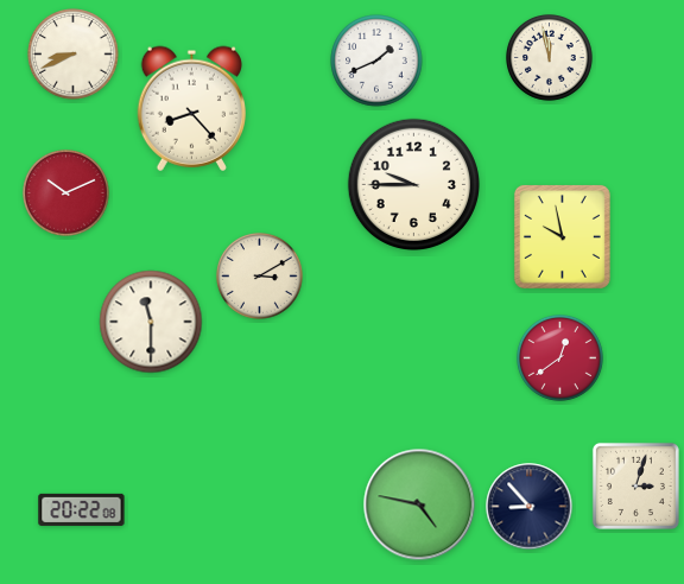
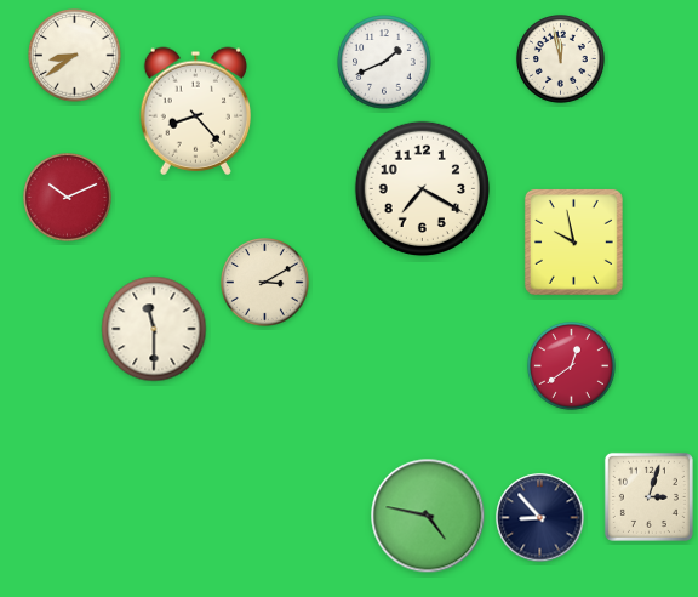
clock at (74, 55): 8:41 -> 8:39
clock at (413, 184): 9:45 -> 7:20
clock at (82, 509): 20:22 -> none
